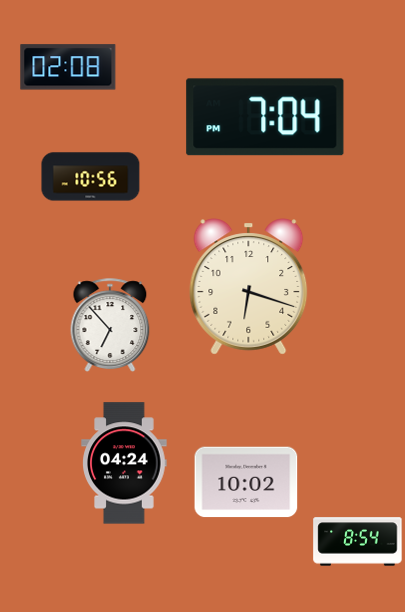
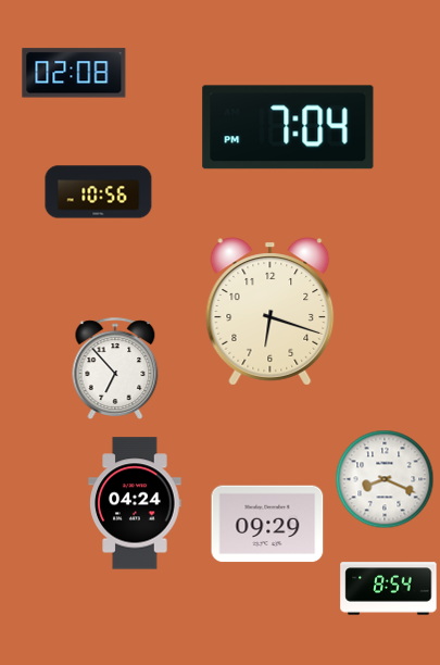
clock at (110, 325) position: (110, 325) -> (115, 368)
clock at (385, 479): none -> 8:19
clock at (246, 482): 10:02 -> 09:29
